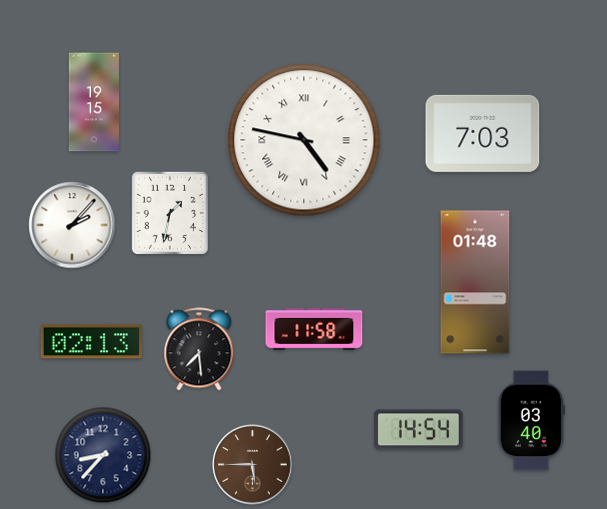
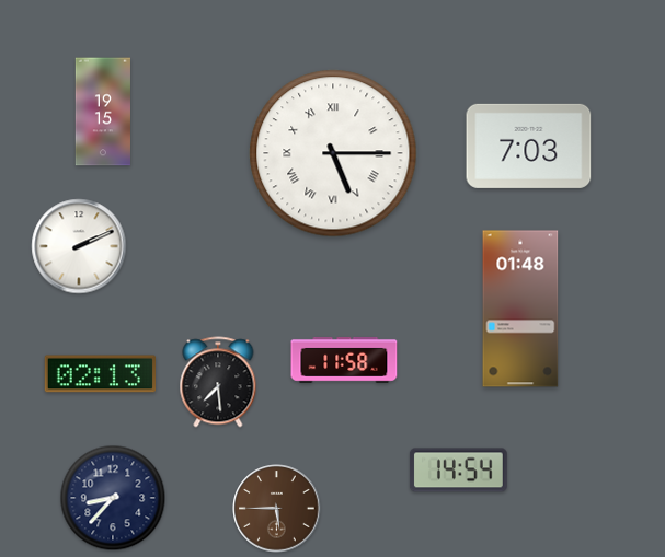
clock at (304, 140): 4:47 -> 5:15
clock at (170, 213): 1:32 -> none
clock at (72, 225): 2:07 -> 2:11
clock at (531, 421): 03:40 -> none
